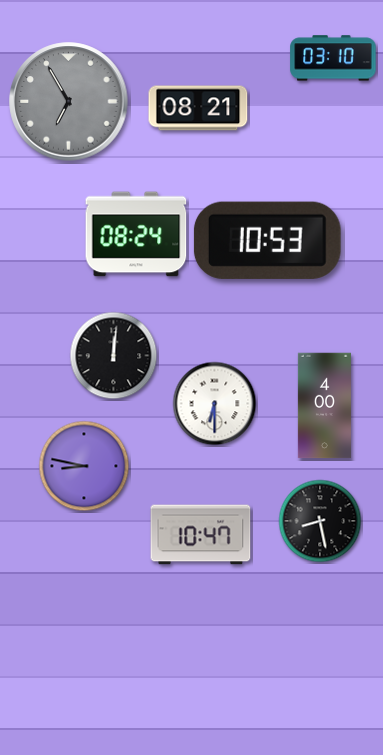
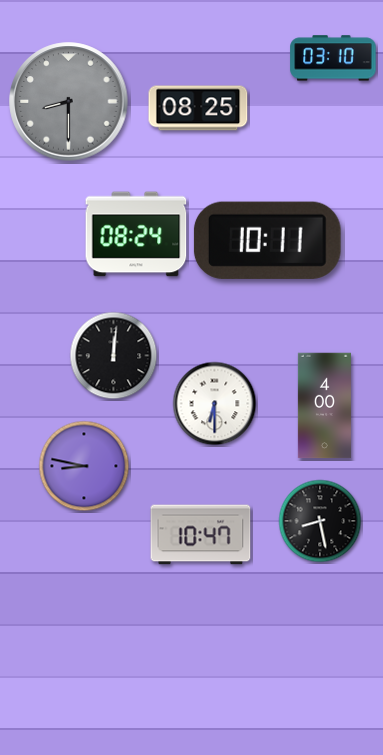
clock at (69, 102): 6:55 -> 8:30
clock at (198, 108): 08:21 -> 08:25
clock at (267, 240): 10:53 -> 10:11
